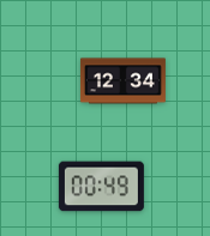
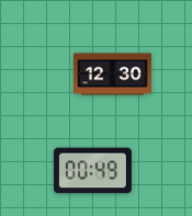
clock at (122, 81): 12:34 -> 12:30
